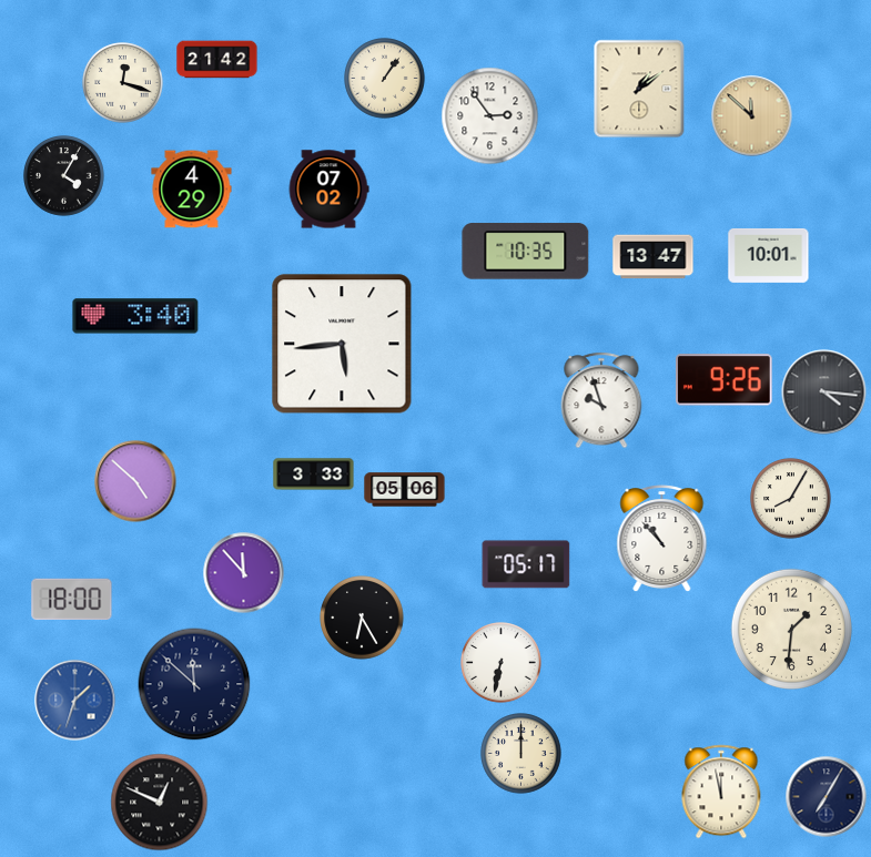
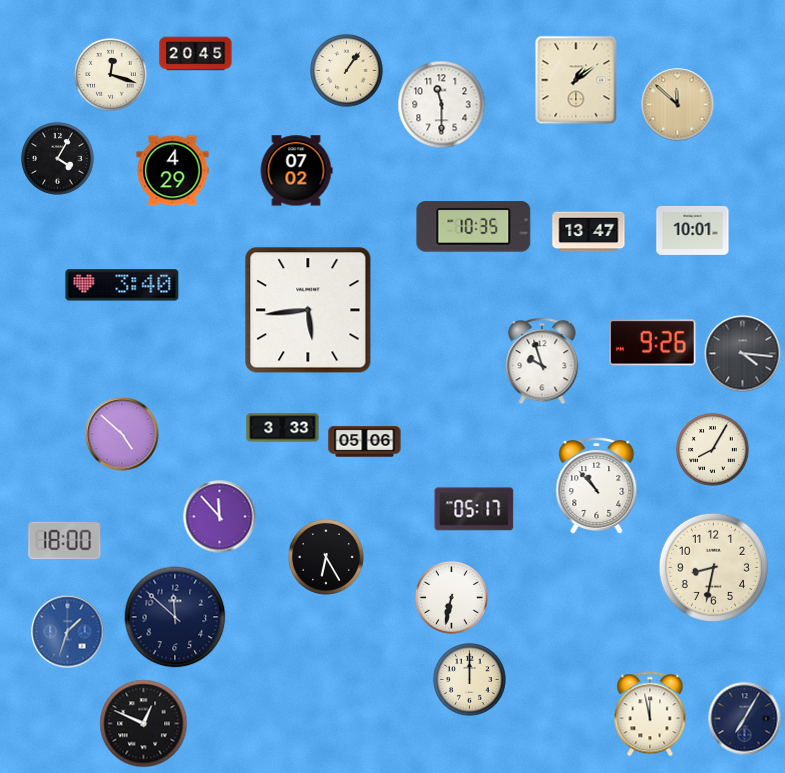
clock at (217, 60): 21:42 -> 20:45
clock at (490, 116): 2:54 -> 11:30
clock at (791, 629): 1:31 -> 8:32
